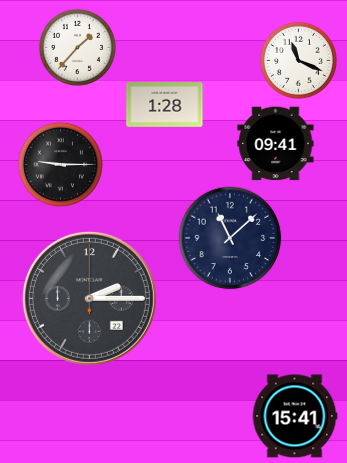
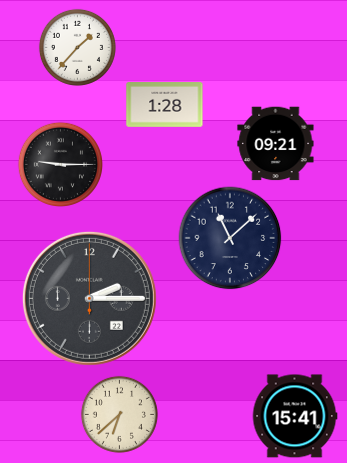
clock at (298, 60): 11:19 -> none
clock at (276, 144): 09:41 -> 09:21
clock at (119, 414): none -> 6:38
